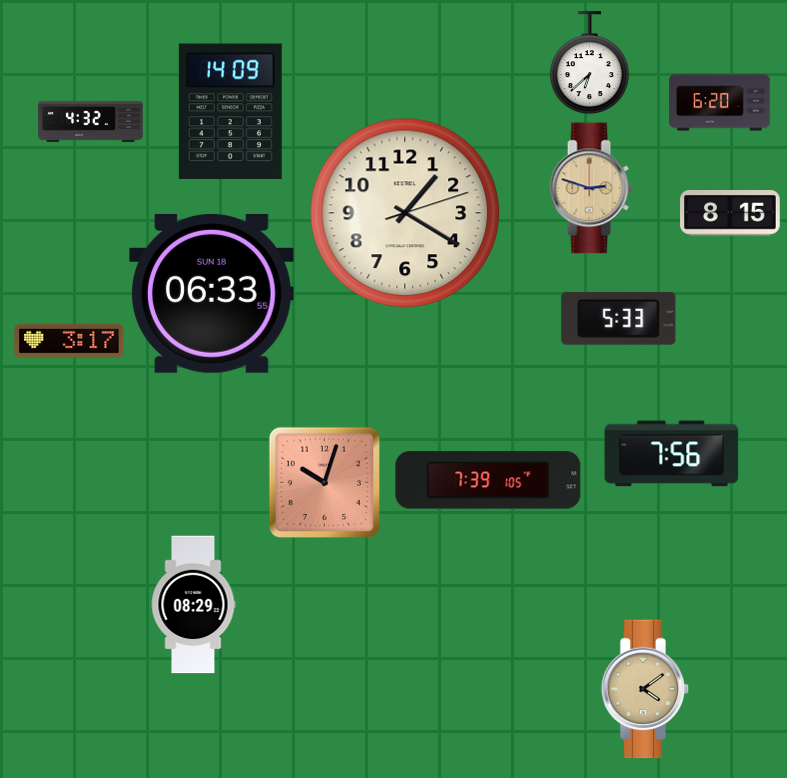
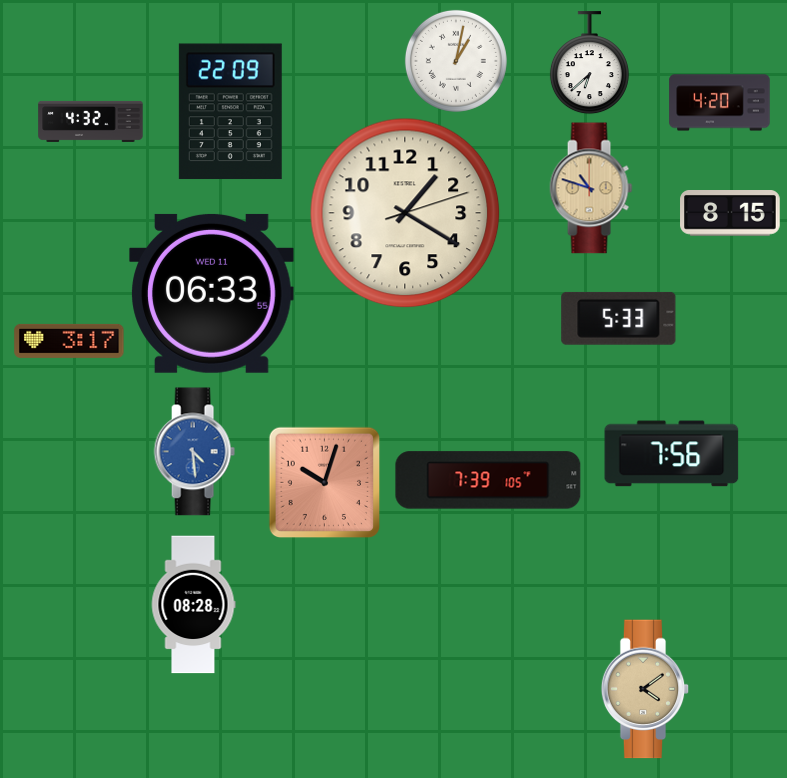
clock at (456, 61): none -> 1:02
clock at (720, 103): 6:20 -> 4:20
clock at (230, 112): 14:09 -> 22:09
clock at (591, 188): 2:48 -> 10:48
clock at (212, 293) date: SUN 18 -> WED 11
clock at (194, 452): none -> 4:29
clock at (193, 605): 08:29 -> 08:28
